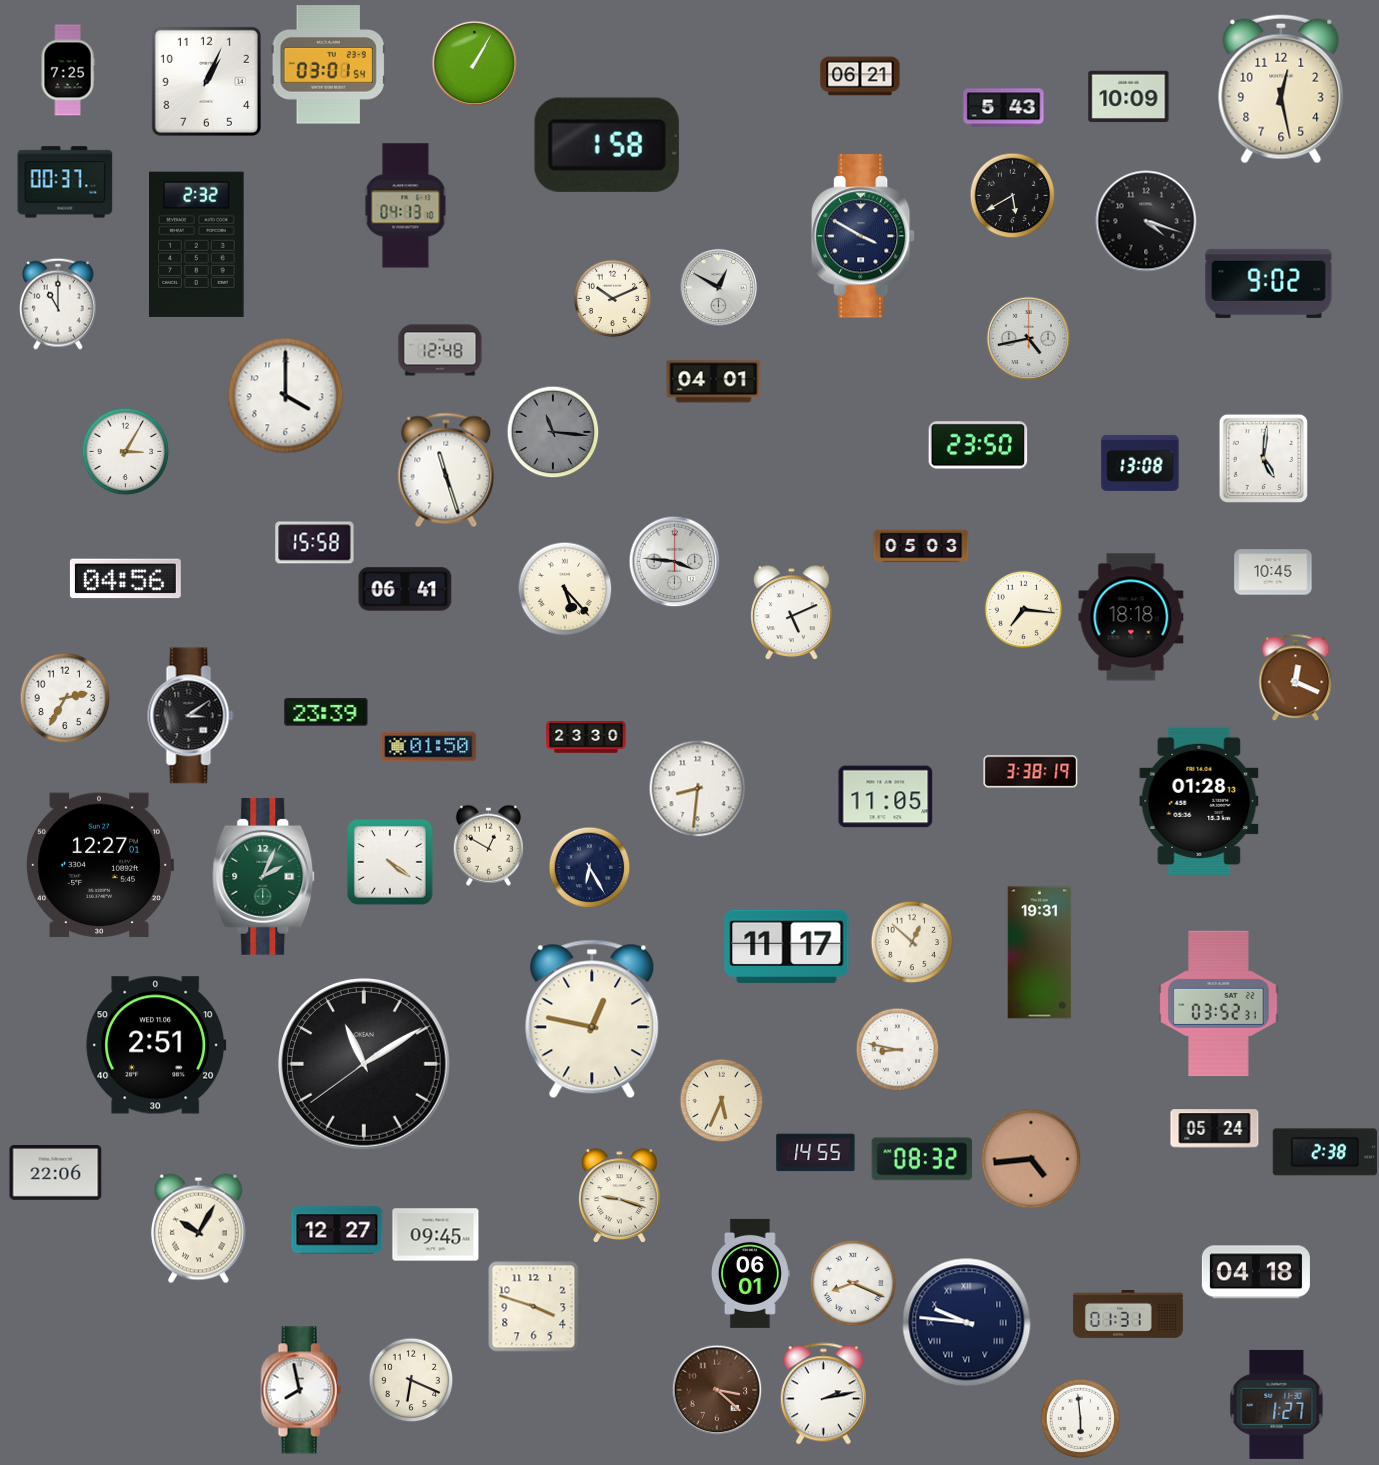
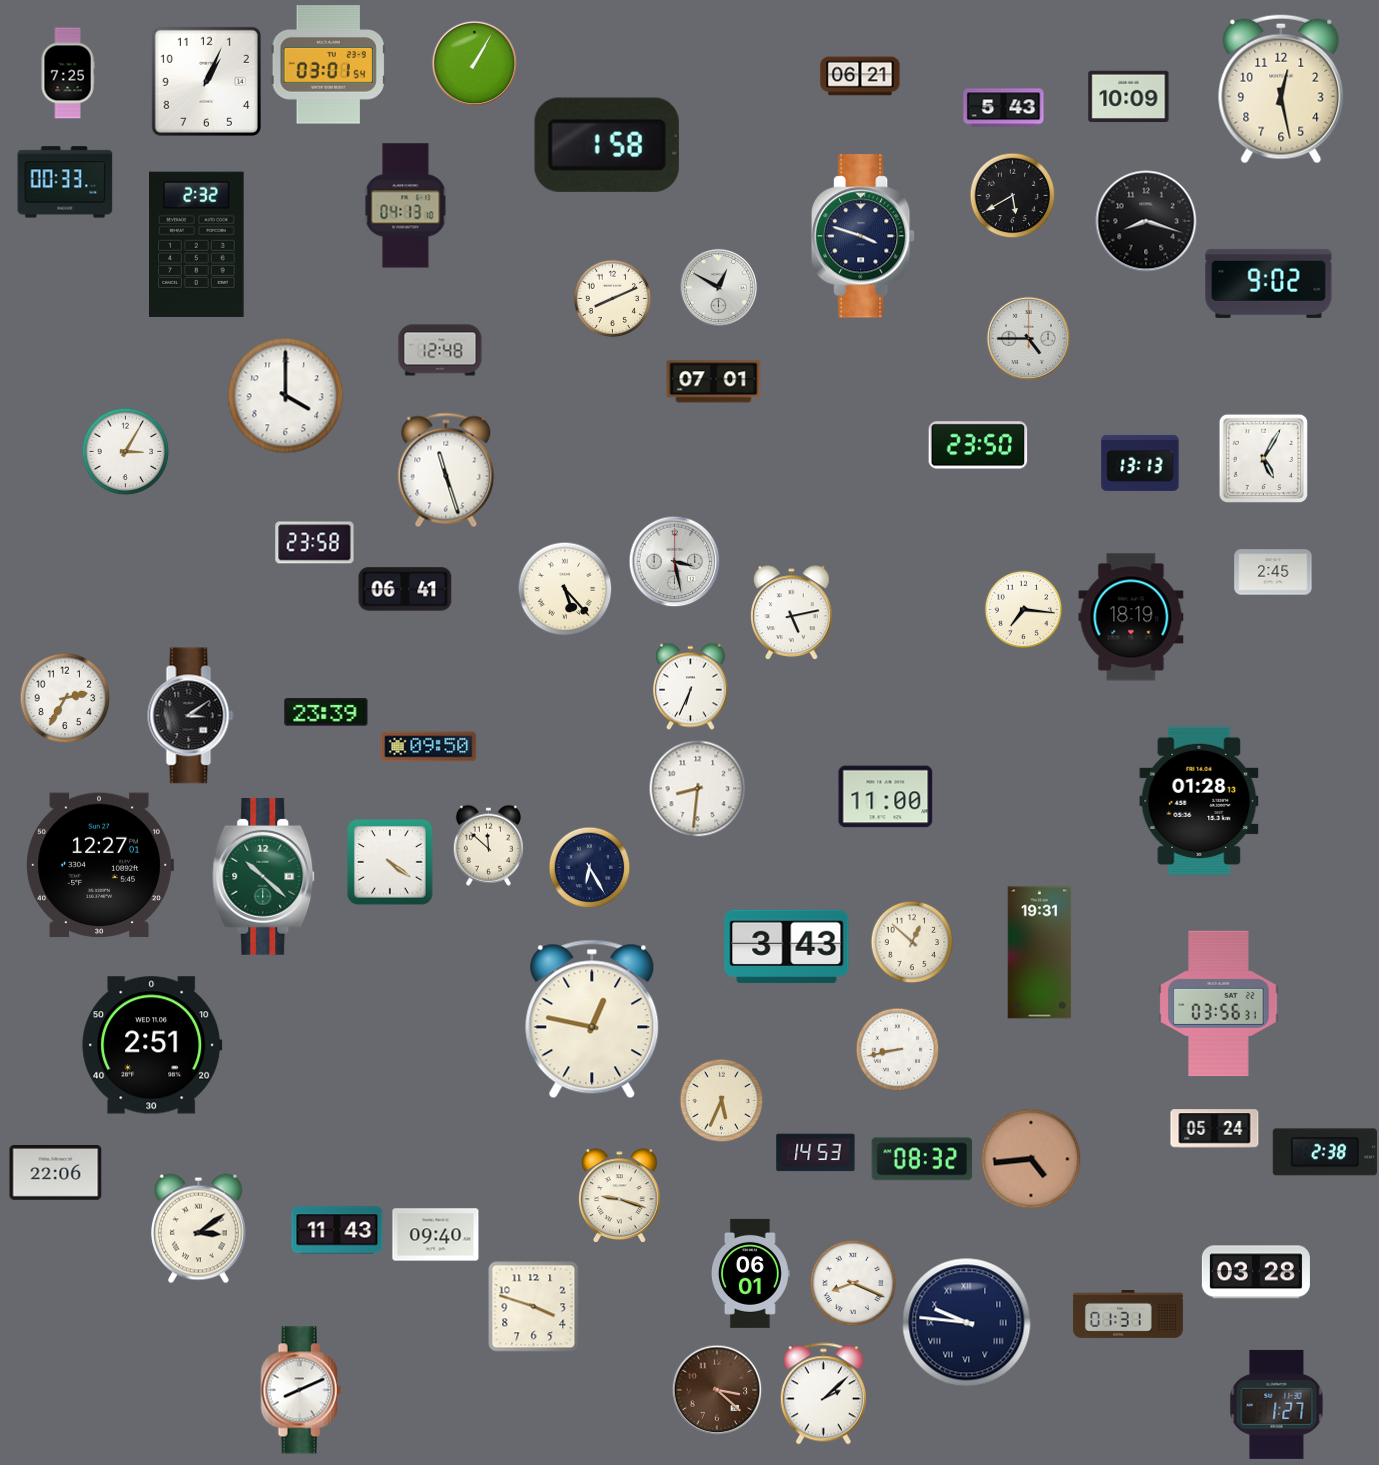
clock at (68, 70) position: (68, 70) -> (68, 73)
clock at (65, 182): 00:37 -> 00:33
clock at (1146, 221): 4:18 -> 8:18
clock at (863, 236): 3:50 -> 3:48
clock at (612, 298): 10:11 -> 8:11
clock at (59, 304): 11:00 -> none
clock at (1028, 338): 4:43 -> 4:45
clock at (714, 382): 04:01 -> 07:01
clock at (553, 432): 11:16 -> none
clock at (1263, 458): 5:01 -> 5:05
clock at (1140, 463): 13:08 -> 13:13
clock at (315, 543): 15:58 -> 23:58
clock at (921, 546): 05:03 -> none
clock at (674, 561): 3:46 -> 3:28
clock at (1273, 572): 10:45 -> 2:45
clock at (125, 579): 04:56 -> none
clock at (792, 613): 5:11 -> 5:13
clock at (1131, 617): 18:18 -> 18:19
clock at (1296, 677): 12:19 -> none
clock at (691, 686): none -> 6:34
clock at (586, 737): 23:30 -> none
clock at (429, 747): 01:50 -> 09:50
clock at (1031, 772): 3:38 -> none
clock at (886, 797): 11:05 -> 11:00
clock at (488, 845): 12:50 -> 11:52
clock at (264, 876): 2:04 -> 10:22
clock at (787, 947): 11:17 -> 3:43
clock at (1219, 1004): 03:52 -> 03:56
clock at (156, 1045) position: (156, 1045) -> (152, 1045)
clock at (897, 1049): 8:47 -> 8:43
clock at (365, 1065): 11:09 -> none
clock at (816, 1153): 14:55 -> 14:53
clock at (198, 1229): 10:05 -> 3:09
clock at (337, 1230): 12:27 -> 11:43
clock at (436, 1235): 09:45 -> 09:40
clock at (1256, 1272): 04:18 -> 03:28
clock at (411, 1380): 6:19 -> none
clock at (301, 1390): 7:58 -> 8:11
clock at (823, 1394): 2:13 -> 2:08
clock at (1080, 1418): 5:59 -> none
